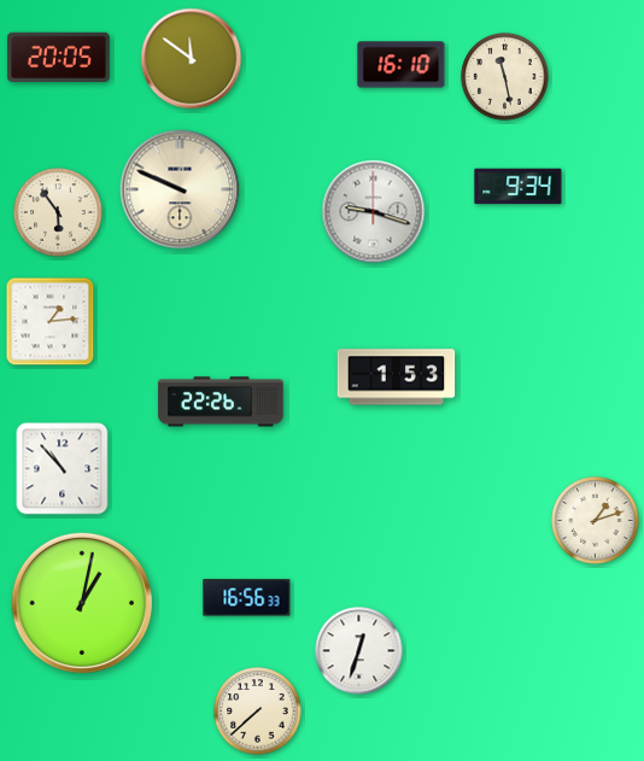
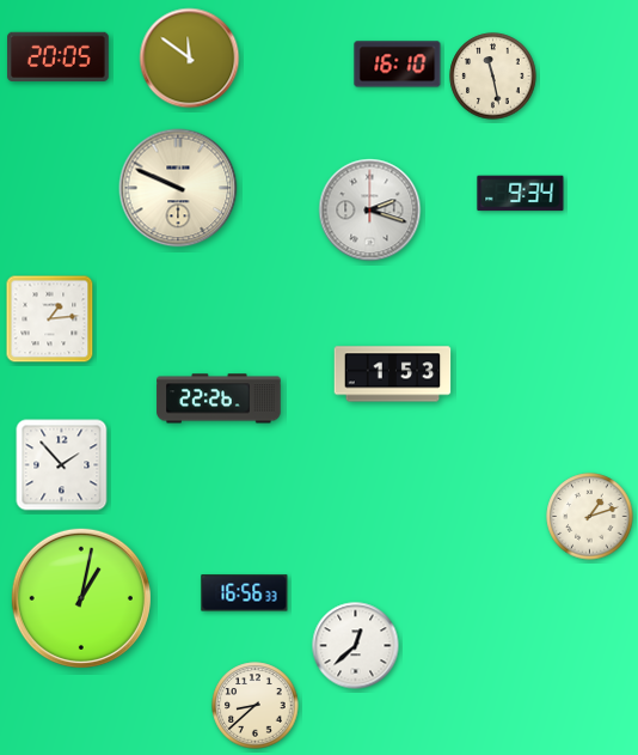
clock at (505, 77) position: (505, 77) -> (493, 77)
clock at (519, 187) position: (519, 187) -> (521, 194)
clock at (58, 212): 5:54 -> none
clock at (374, 212): 9:18 -> 2:18
clock at (63, 469): 10:53 -> 1:53
clock at (359, 651): 12:33 -> 12:38
clock at (258, 712): 7:38 -> 8:38
